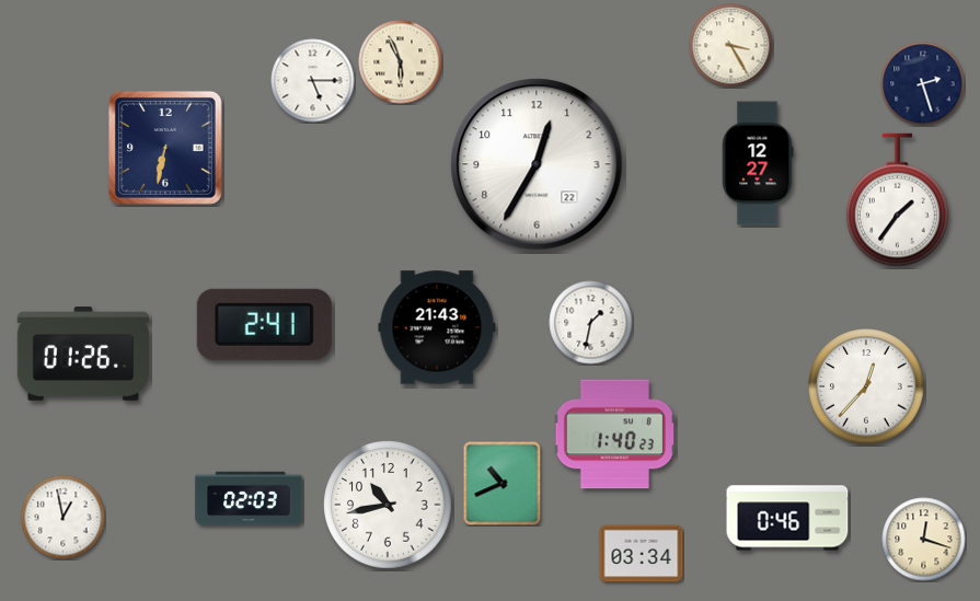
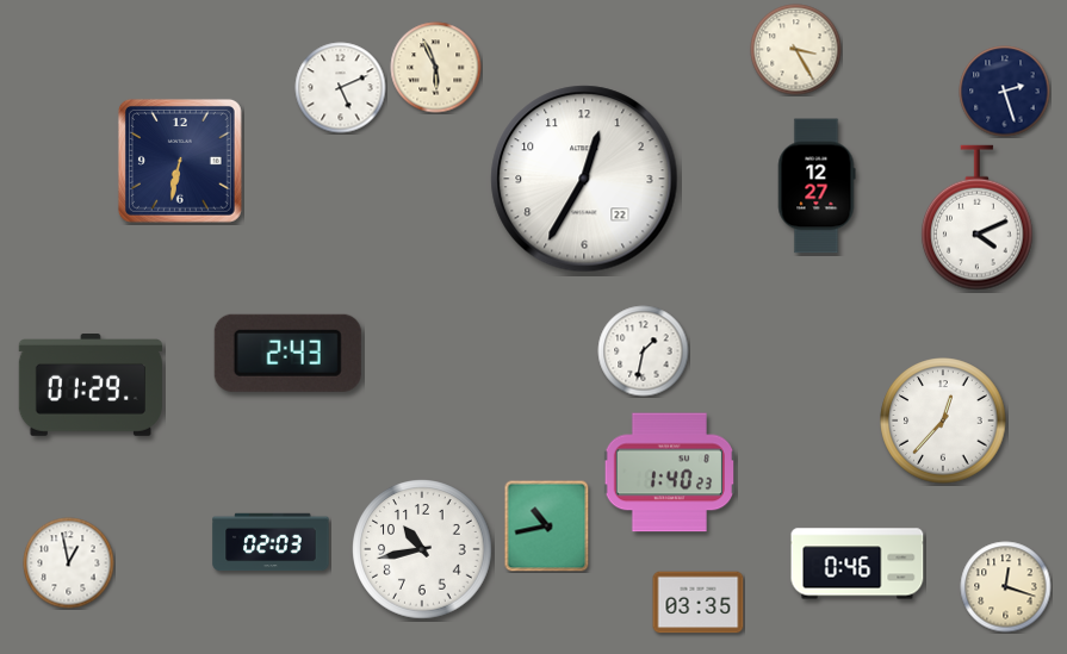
clock at (313, 81): 5:15 -> 5:11
clock at (758, 163) position: (758, 163) -> (817, 186)
clock at (897, 200): 1:36 -> 4:11
clock at (264, 324): 2:41 -> 2:43
clock at (437, 327): 21:43 -> none
clock at (82, 355): 01:26 -> 01:29
clock at (503, 483): 10:41 -> 10:43
clock at (642, 554): 03:34 -> 03:35
